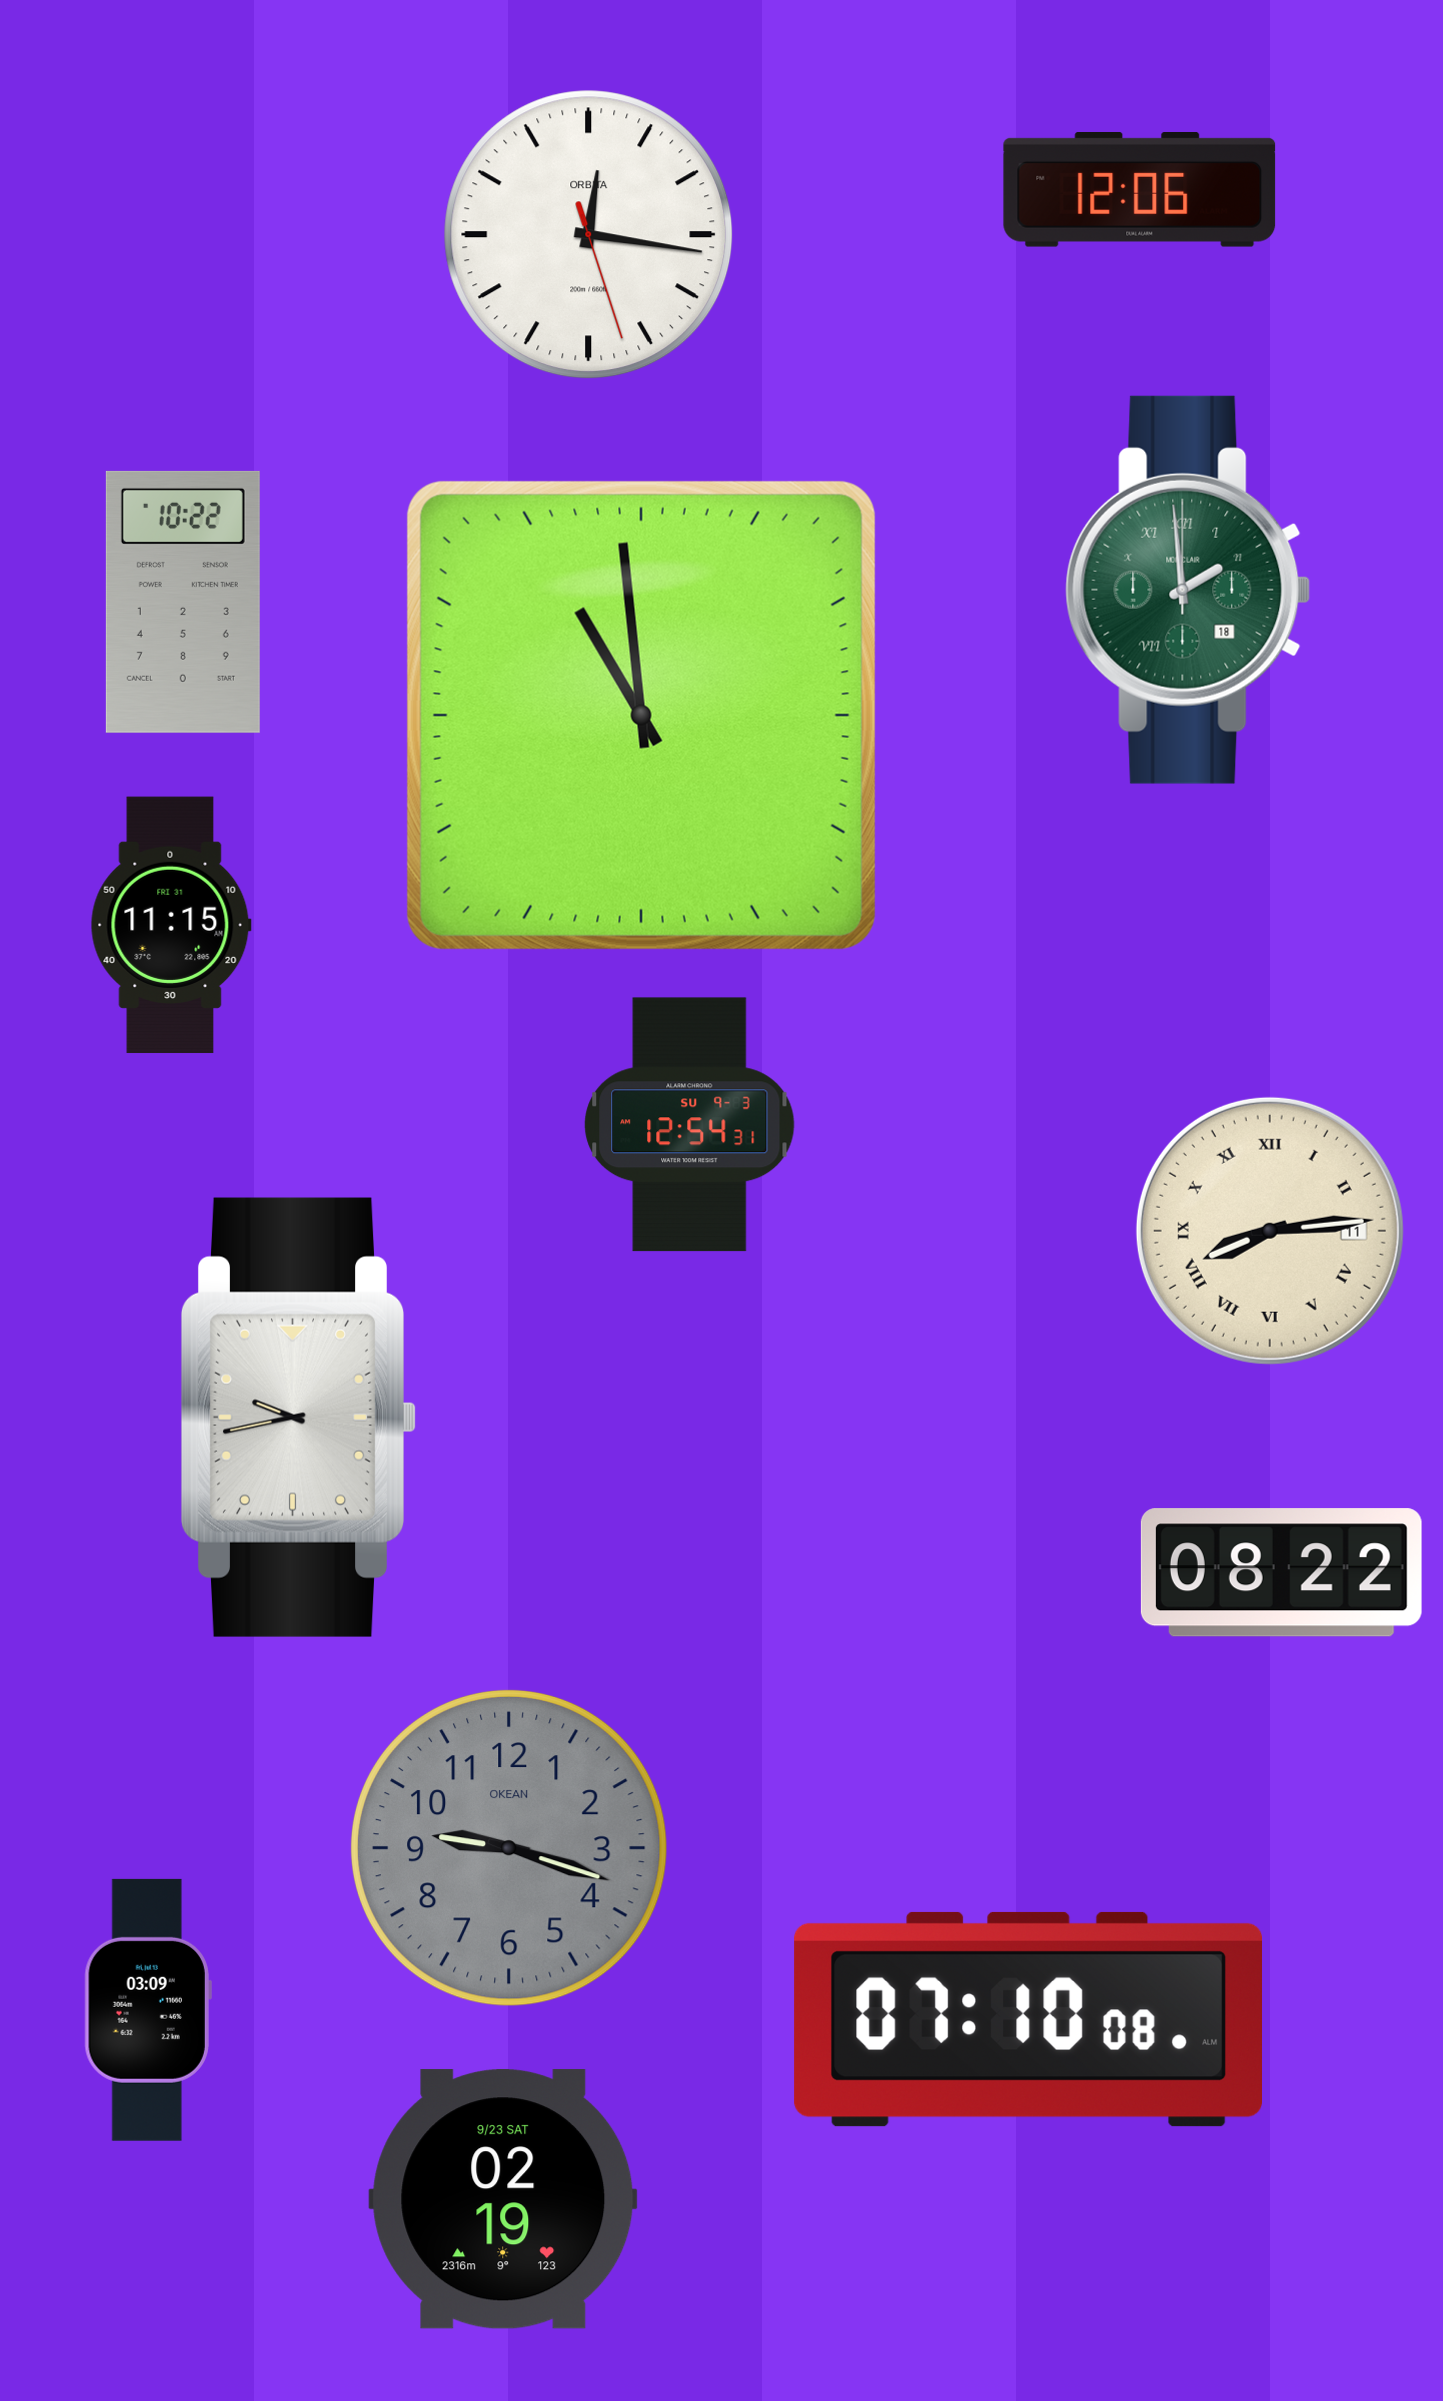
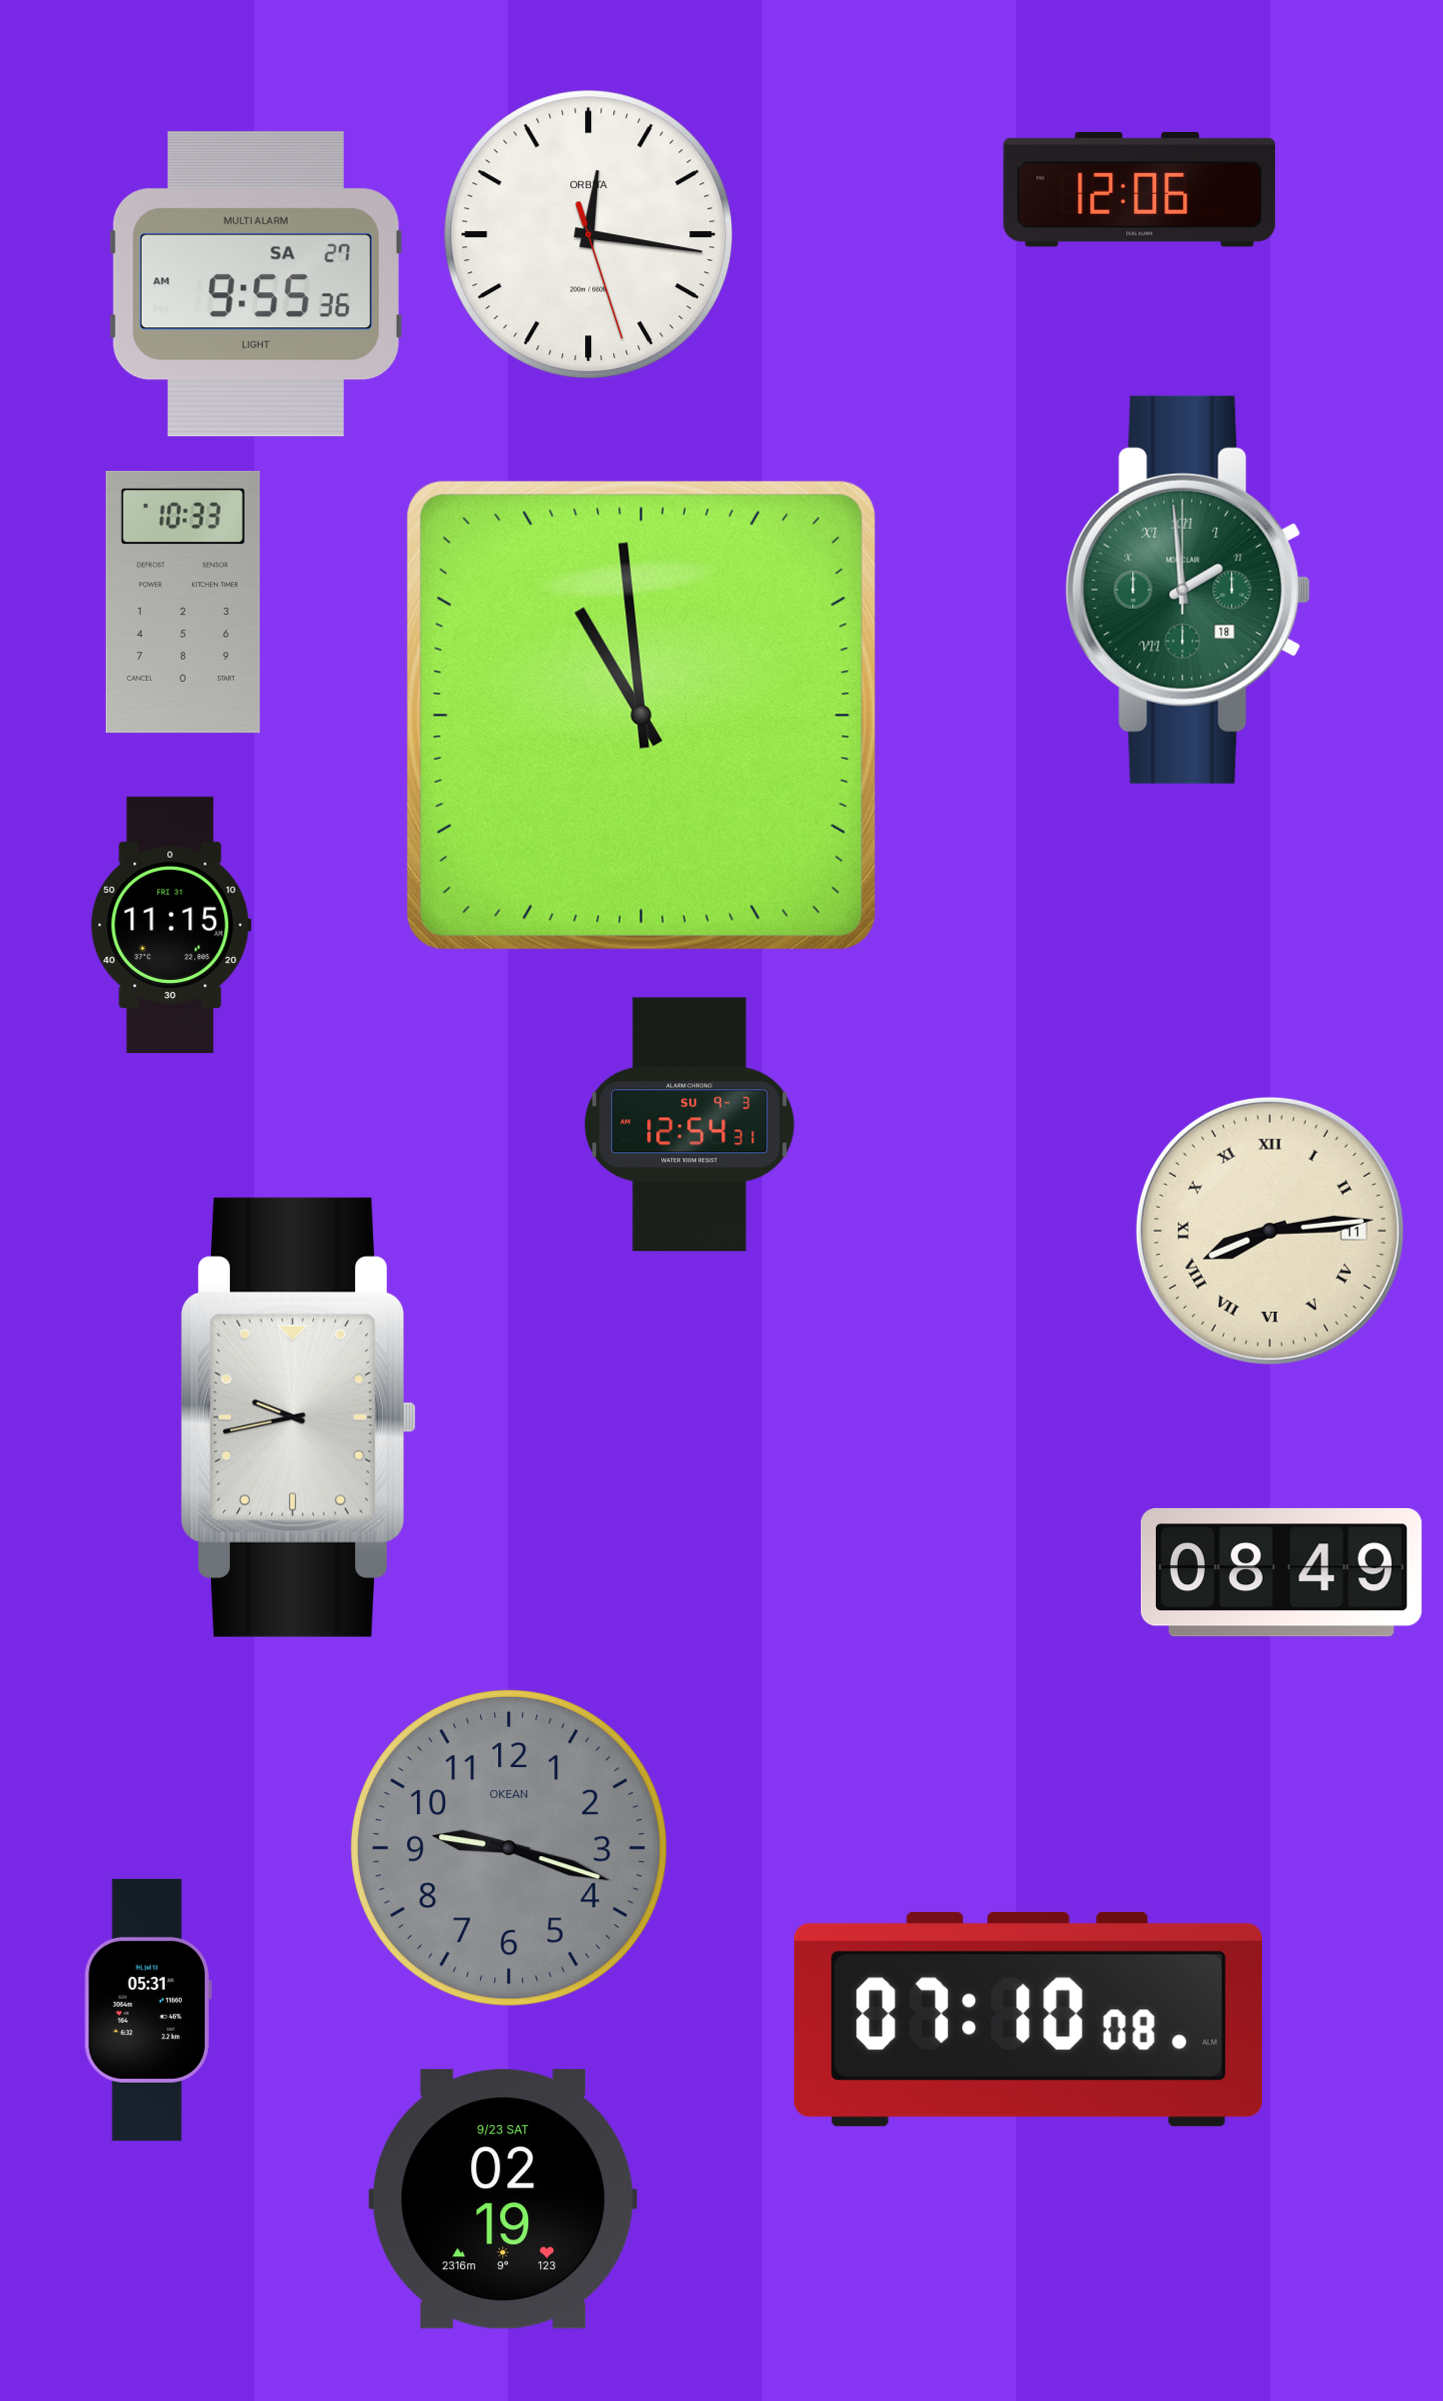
clock at (256, 284): none -> 9:55
clock at (183, 602): 10:22 -> 10:33
clock at (1281, 1573): 08:22 -> 08:49
clock at (148, 2010): 03:09 -> 05:31
